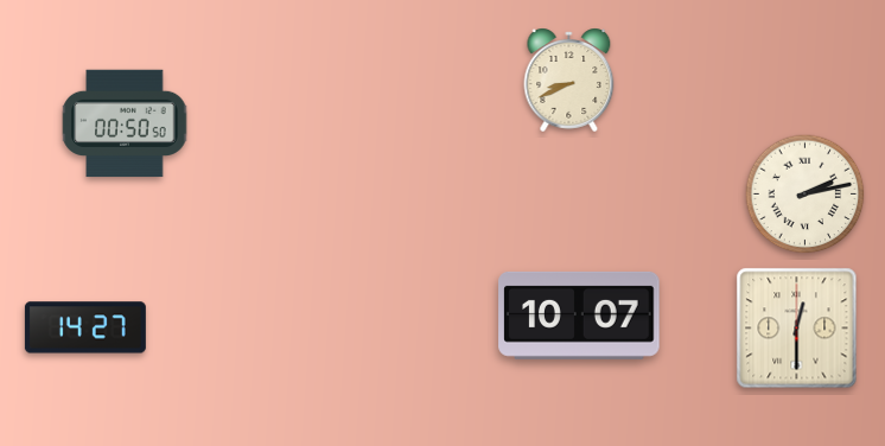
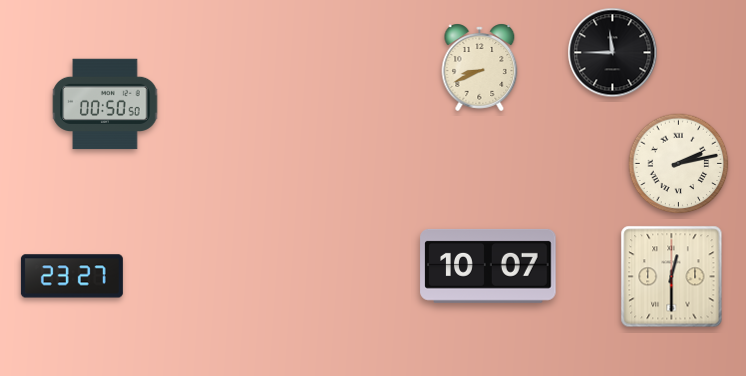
clock at (613, 53): none -> 11:45
clock at (85, 327): 14:27 -> 23:27
